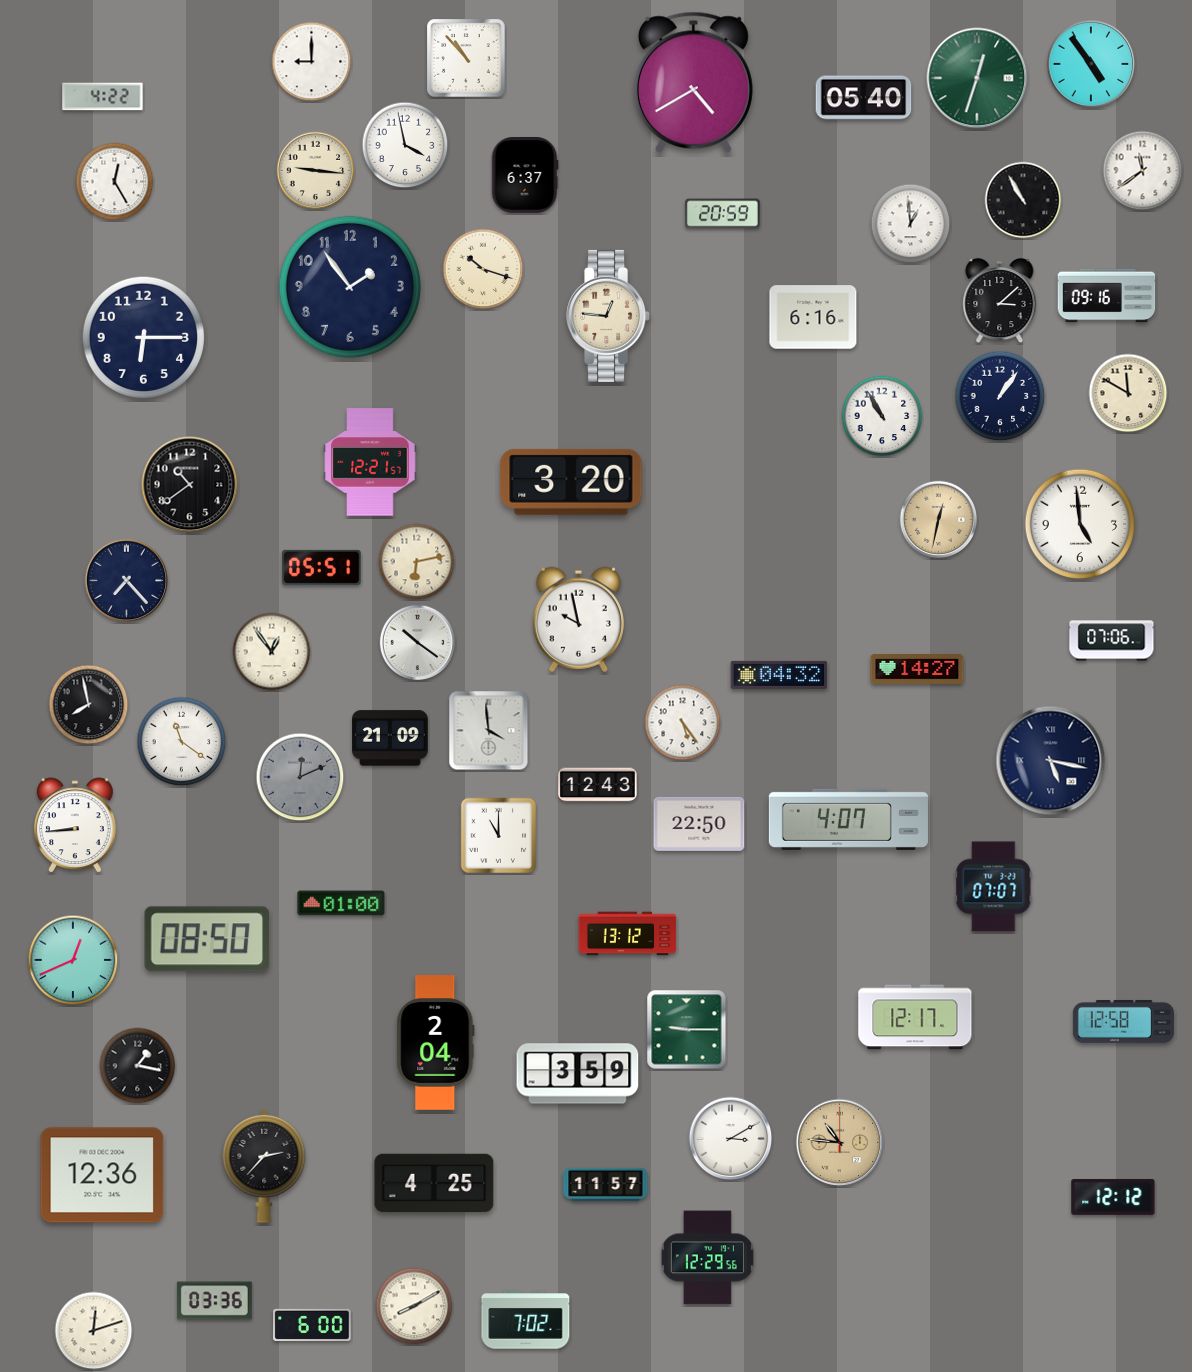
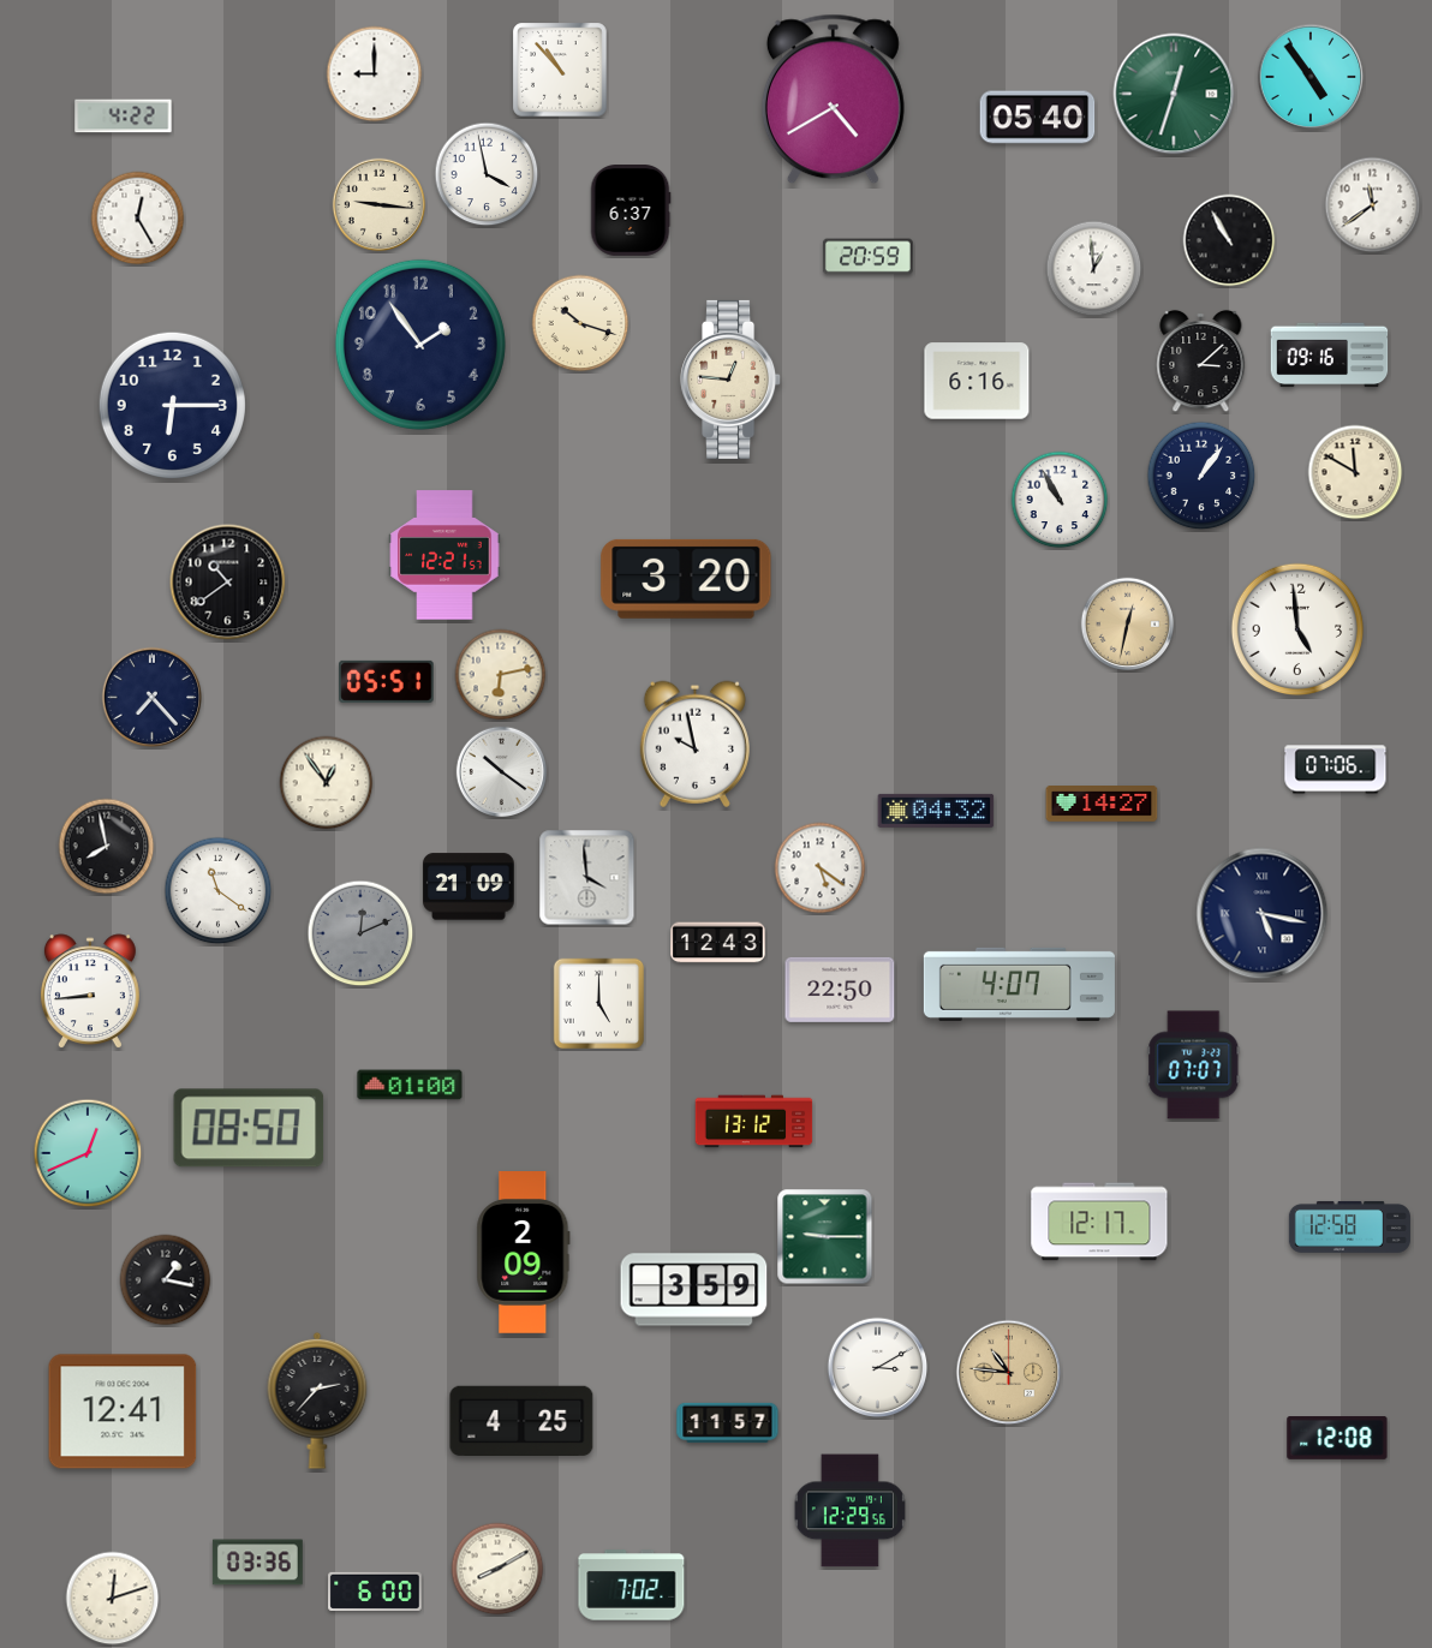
clock at (683, 723): 5:24 -> 5:21
clock at (499, 836): 11:00 -> 5:00
clock at (436, 1043): 2:04 -> 2:09
clock at (102, 1175): 12:36 -> 12:41
clock at (1113, 1198): 12:12 -> 12:08
